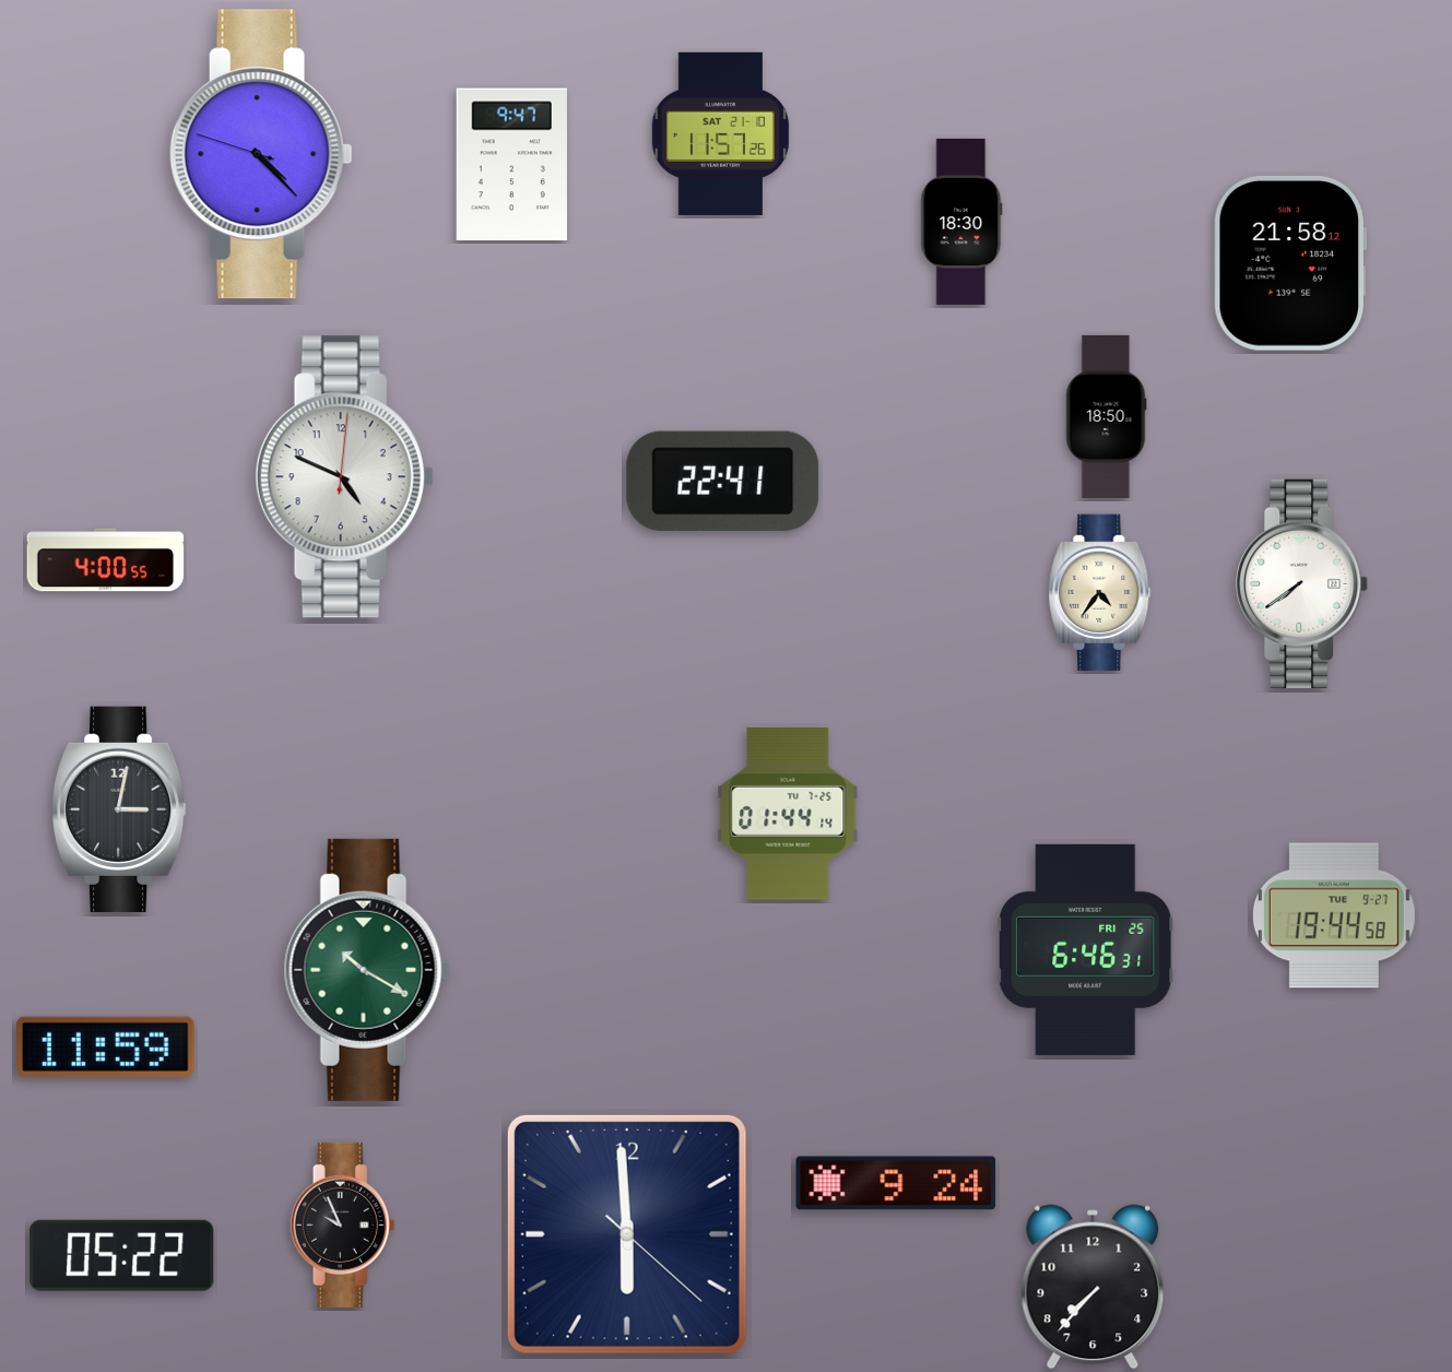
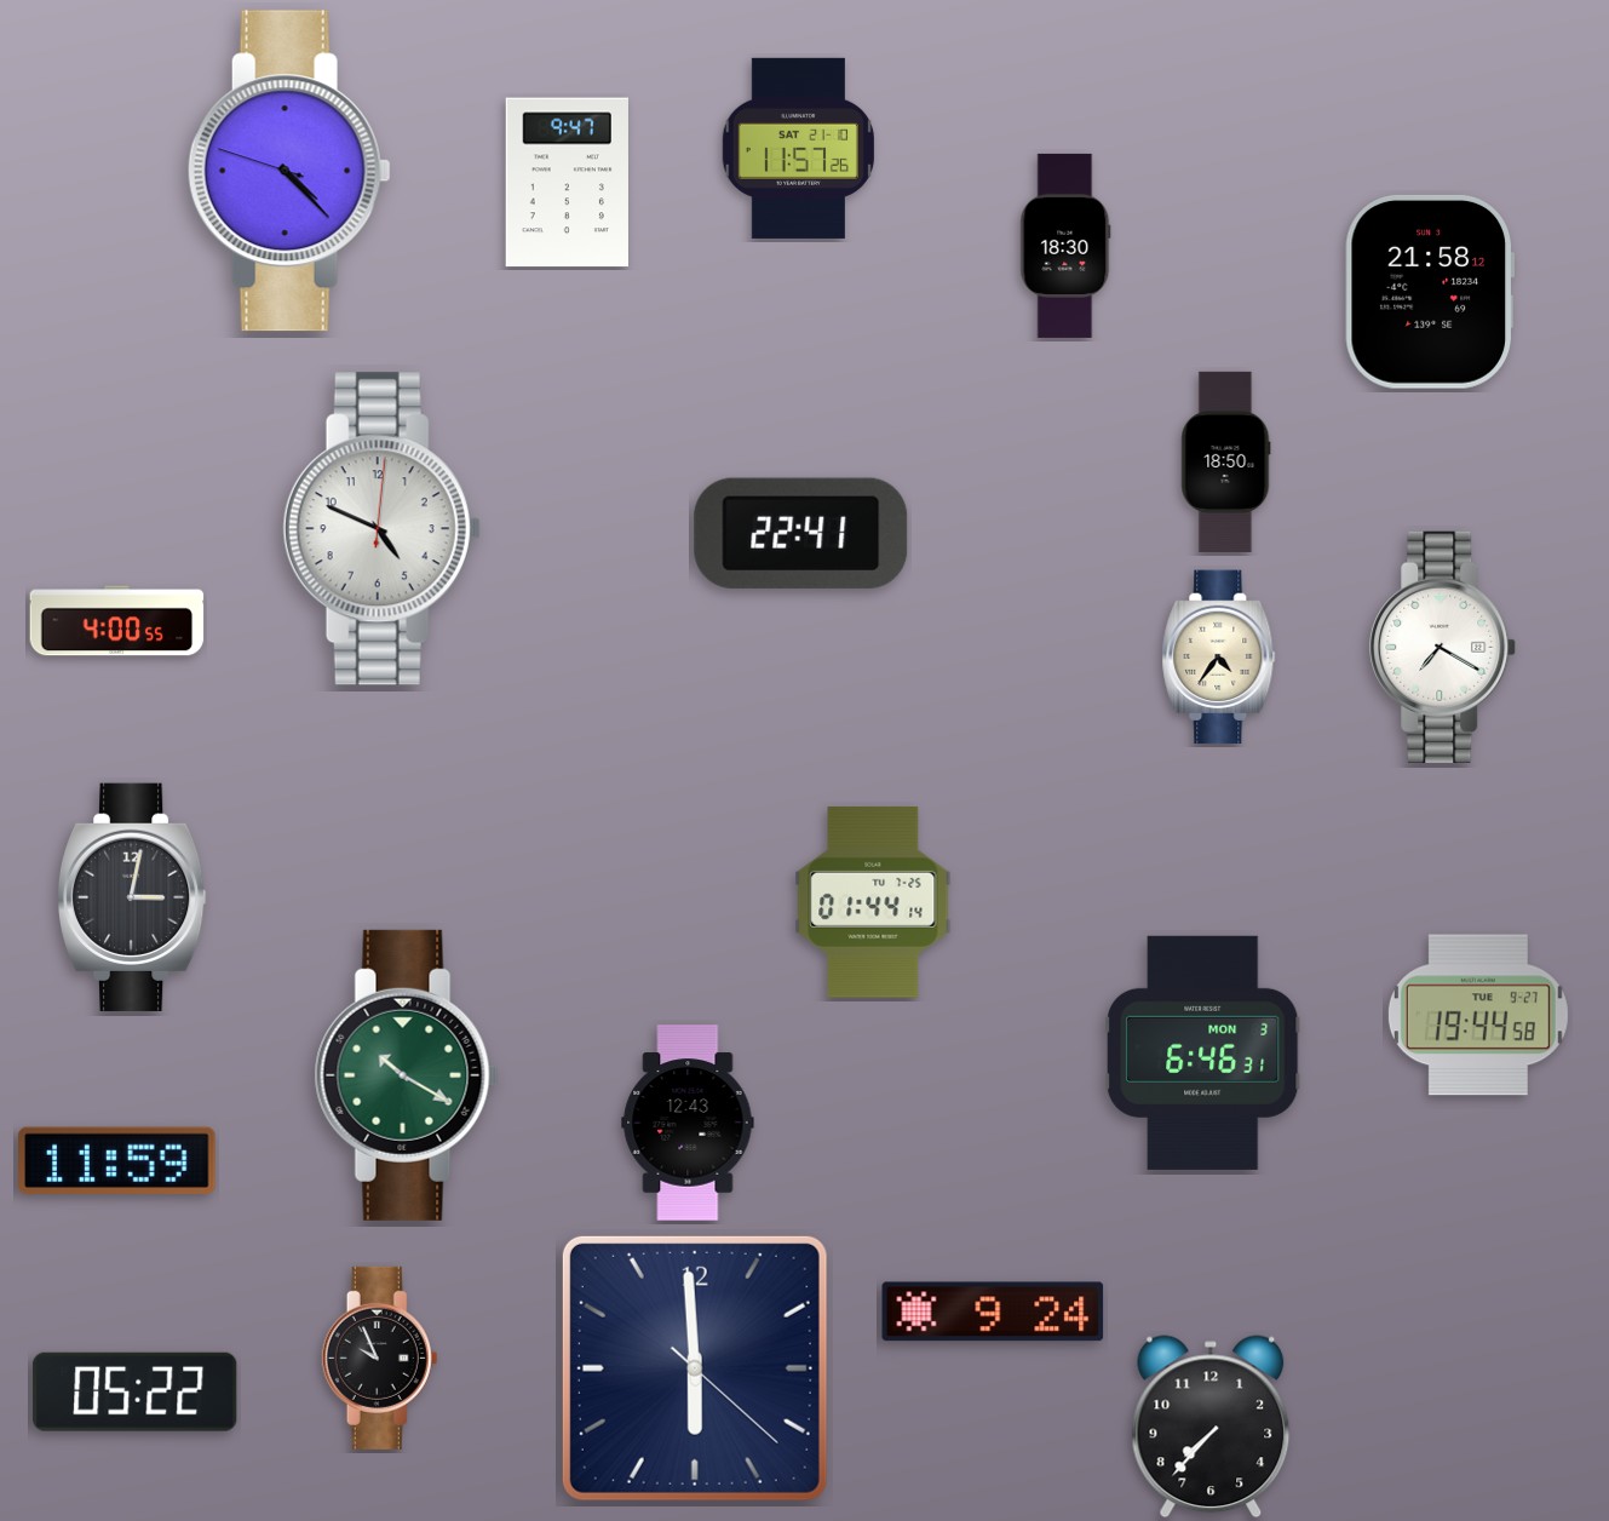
clock at (1302, 583): 7:39 -> 7:20
clock at (1085, 949) date: FRI 25 -> MON 3
clock at (688, 1123): none -> 12:43
